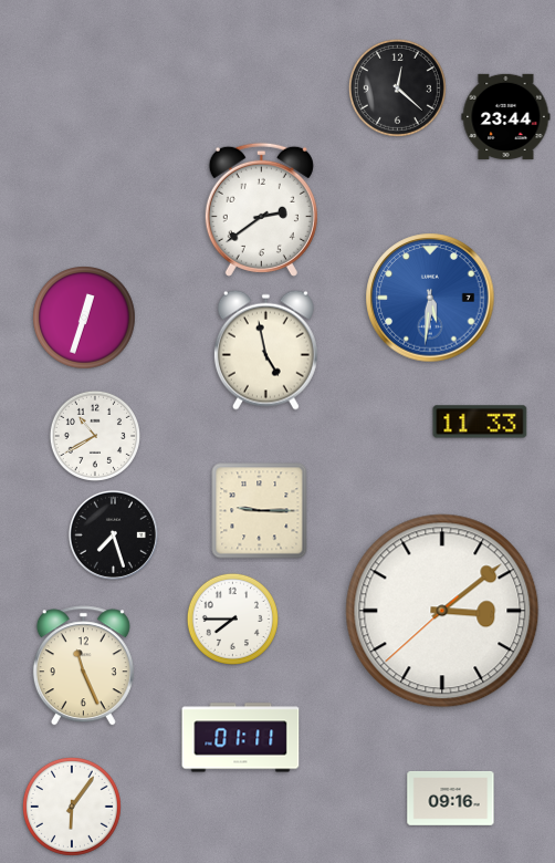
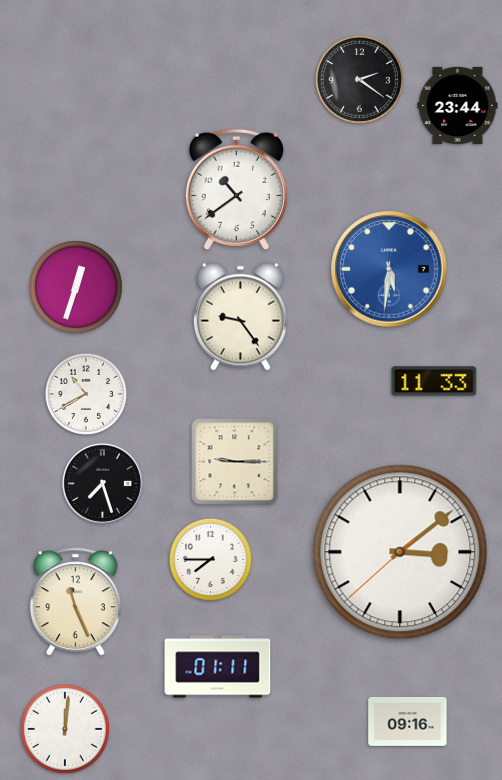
clock at (397, 87): 12:22 -> 2:21
clock at (261, 209): 2:39 -> 10:39
clock at (265, 350): 4:58 -> 9:24
clock at (72, 807): 6:06 -> 12:01
